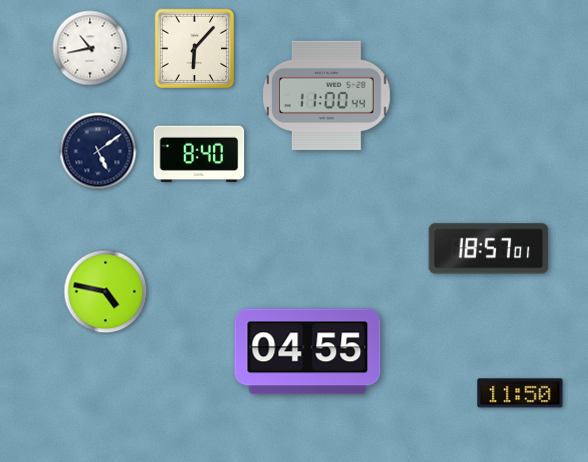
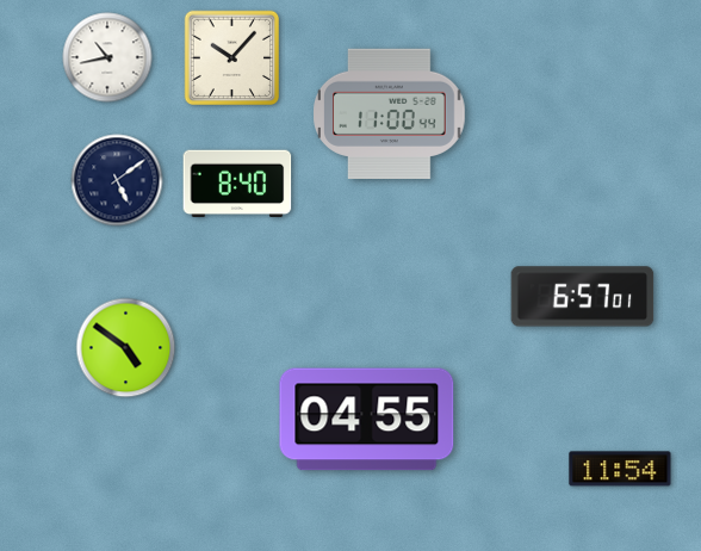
clock at (195, 49): 6:07 -> 10:07
clock at (489, 249): 18:57 -> 6:57
clock at (106, 292): 4:47 -> 4:51
clock at (520, 393): 11:50 -> 11:54
